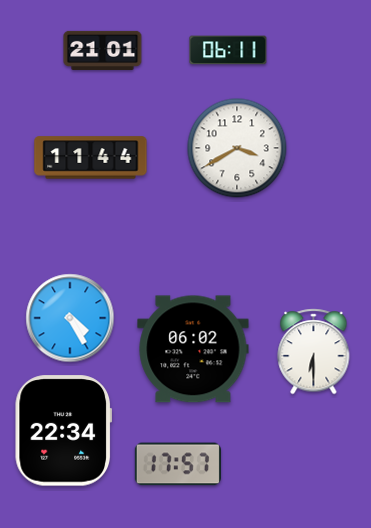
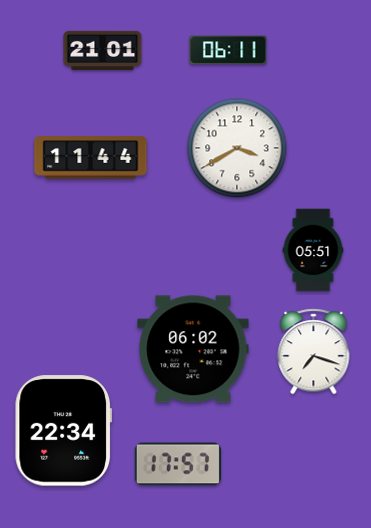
clock at (313, 250): none -> 05:51
clock at (70, 318): 4:25 -> none
clock at (314, 352): 6:30 -> 7:18
